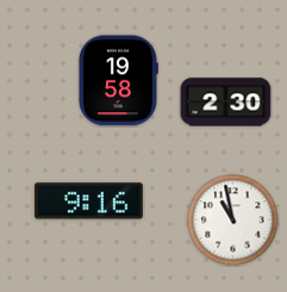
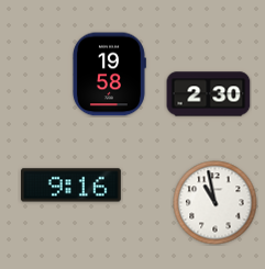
clock at (89, 201) position: (89, 201) -> (71, 186)
